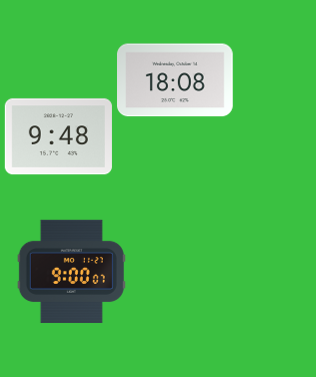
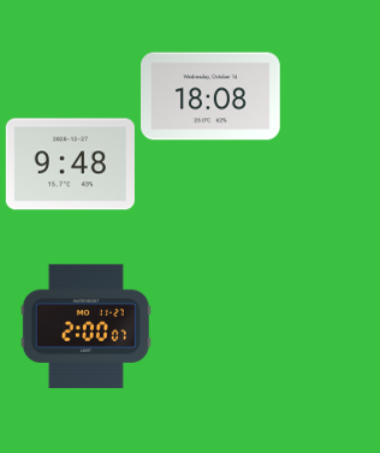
clock at (71, 271): 9:00 -> 2:00
